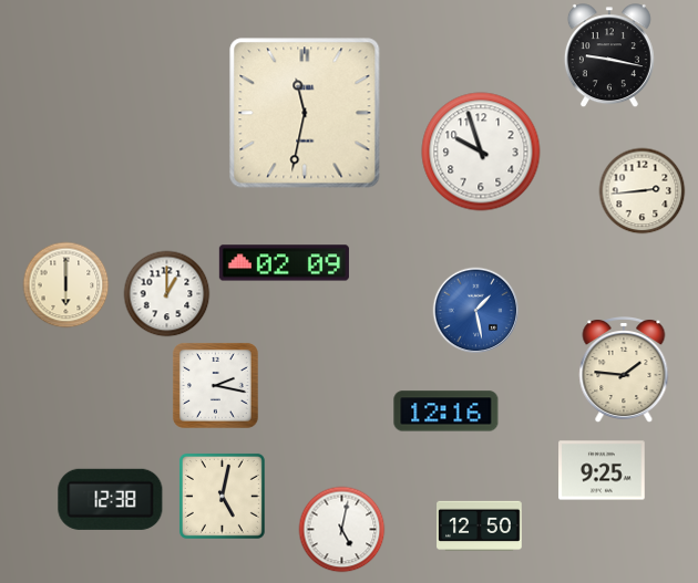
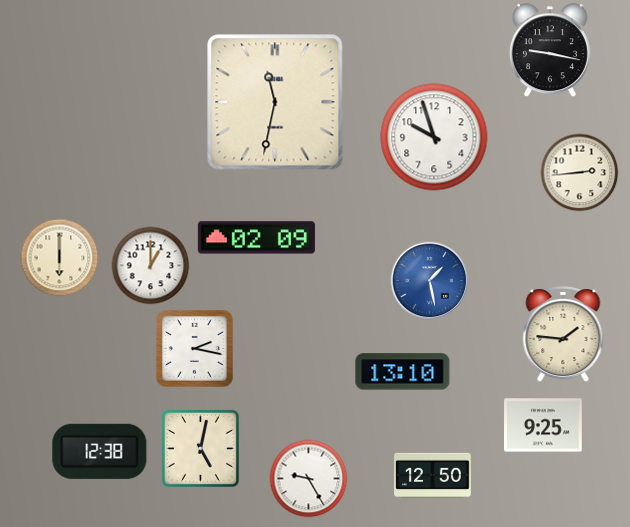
clock at (446, 412): 12:16 -> 13:10
clock at (341, 529): 5:02 -> 9:25
